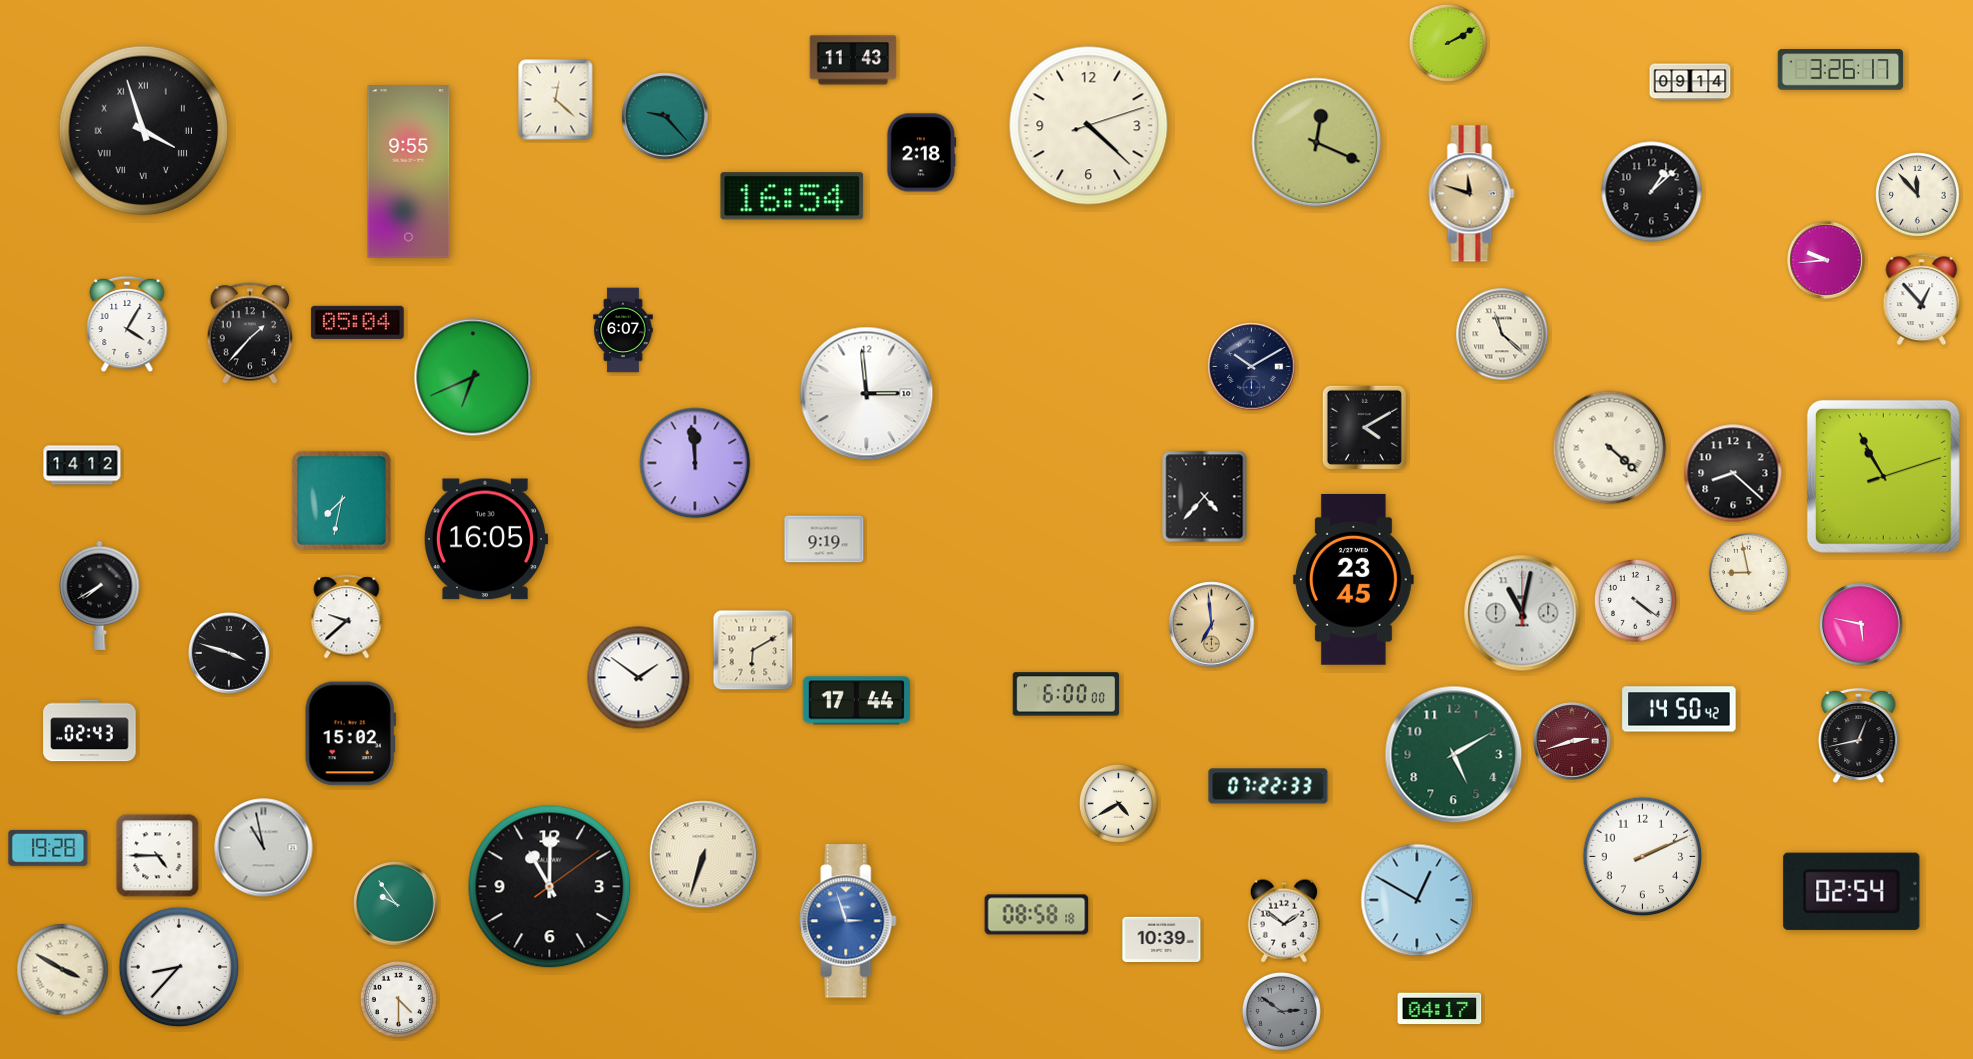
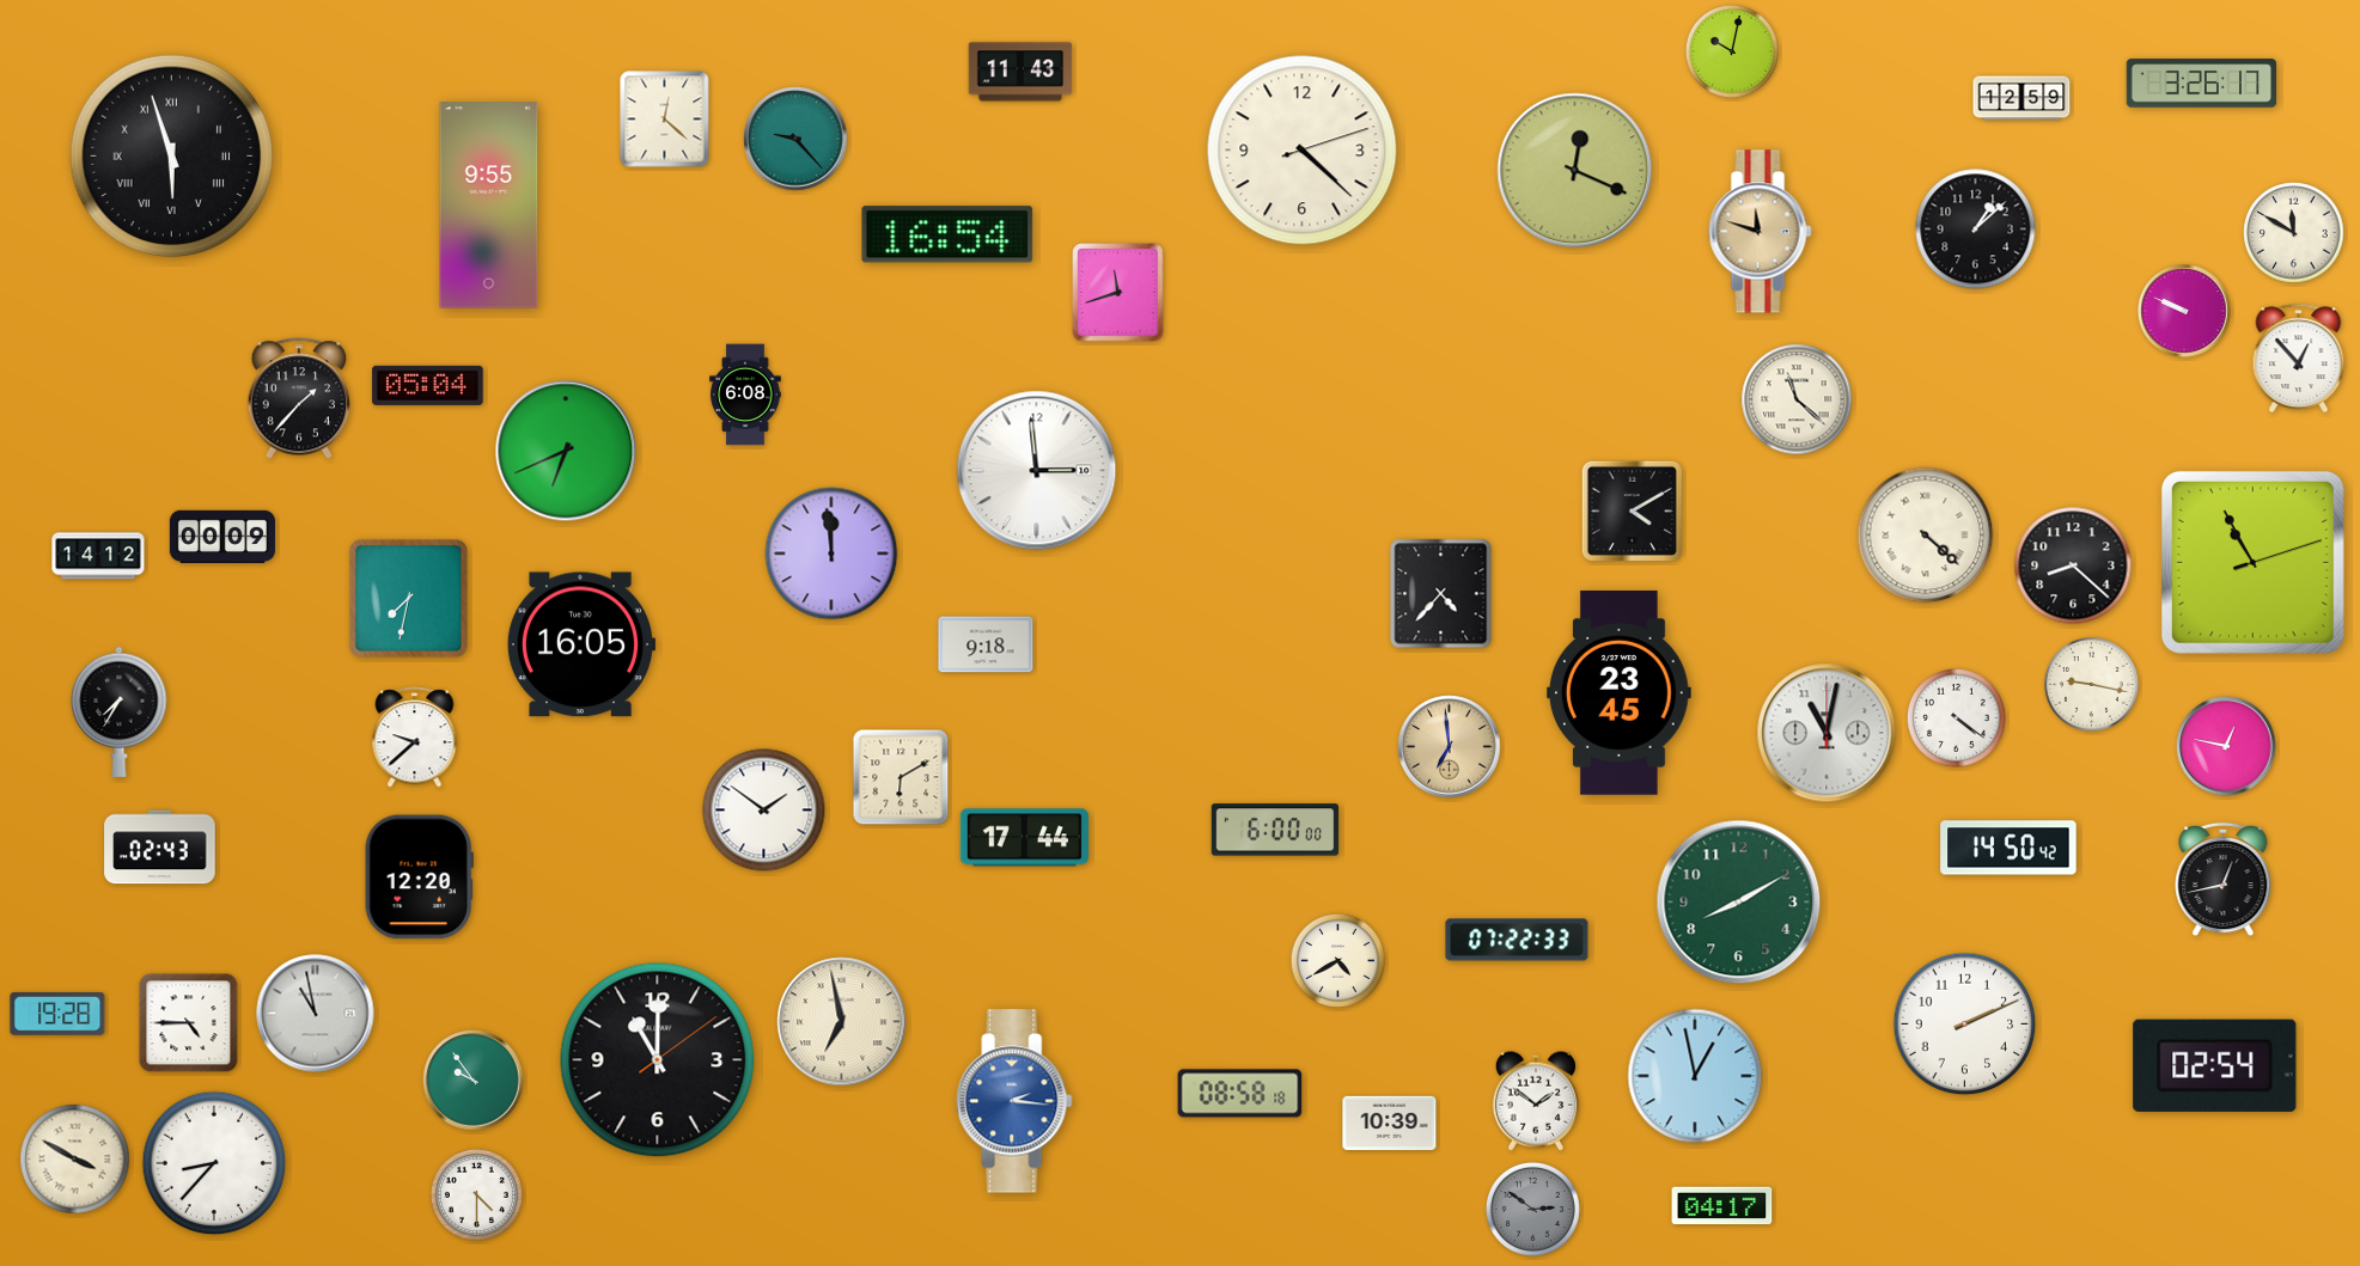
clock at (1448, 43): 2:10 -> 10:02
clock at (1690, 82): 09:14 -> 12:59
clock at (144, 131): 3:57 -> 5:57
clock at (922, 153): 2:18 -> none
clock at (1918, 195): 11:53 -> 11:50
clock at (1118, 293): none -> 11:42
clock at (1826, 260): 9:44 -> 9:49
clock at (127, 324): 4:05 -> none
clock at (623, 330): 6:07 -> 6:08
clock at (1252, 367): 10:10 -> none
clock at (222, 536): none -> 00:09
clock at (1883, 476) position: (1883, 476) -> (2252, 562)
clock at (824, 539): 9:19 -> 9:18
clock at (1748, 572): 8:58 -> 9:17
clock at (100, 595): 7:40 -> 7:35
clock at (1522, 613) position: (1522, 613) -> (1827, 733)
clock at (1861, 624): 5:47 -> 12:47
clock at (229, 653): 3:48 -> none
clock at (90, 731) position: (90, 731) -> (160, 848)
clock at (350, 734): 15:02 -> 12:20
clock at (1572, 741): 2:42 -> none
clock at (1454, 755): 5:10 -> 8:10
clock at (704, 855): 6:33 -> 6:58
clock at (1417, 900): 12:50 -> 12:58
clock at (848, 921): 2:57 -> 2:16
clock at (179, 967) position: (179, 967) -> (214, 1163)
